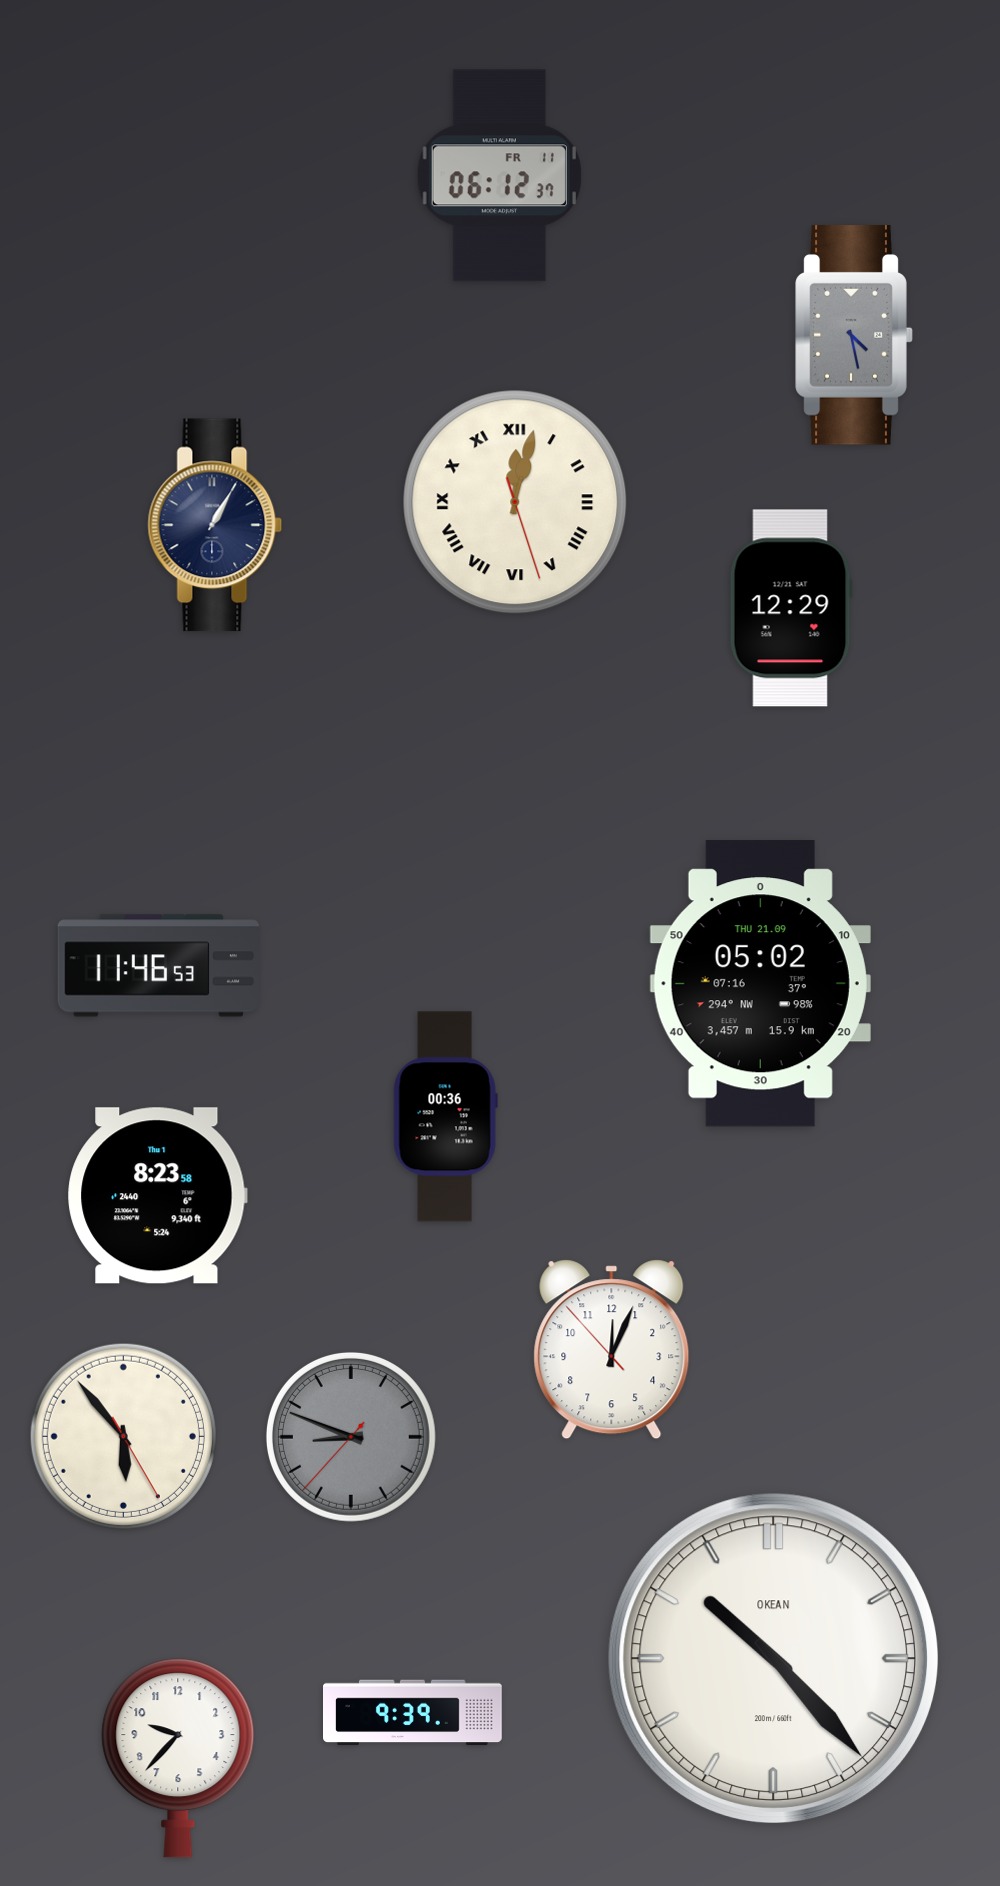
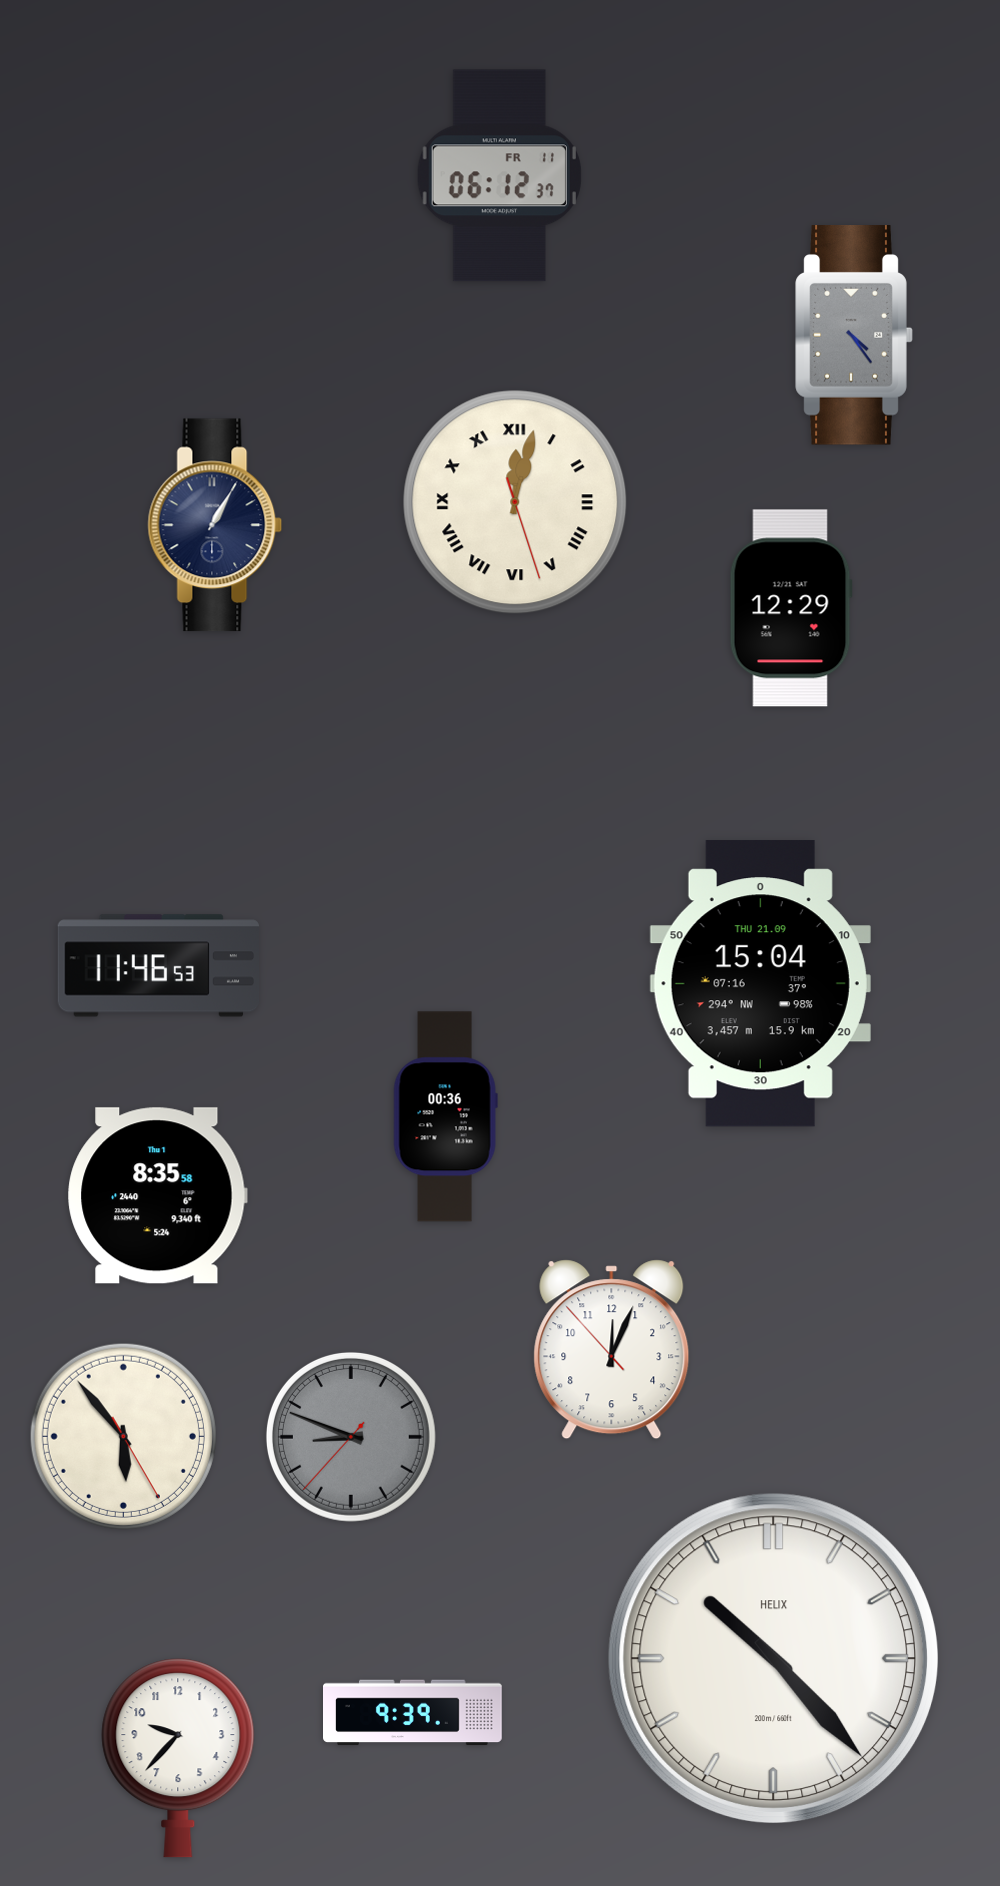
clock at (854, 335): 4:28 -> 4:24
clock at (760, 984): 05:02 -> 15:04
clock at (158, 1196): 8:23 -> 8:35
clock at (773, 1658) brand: OKEAN -> HELIX
